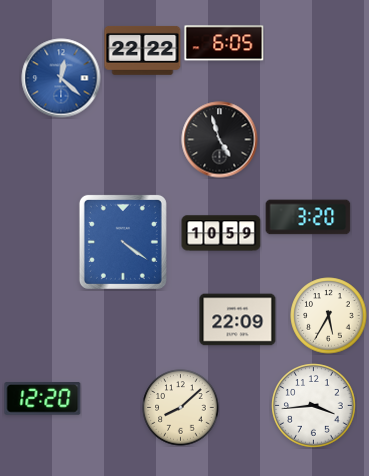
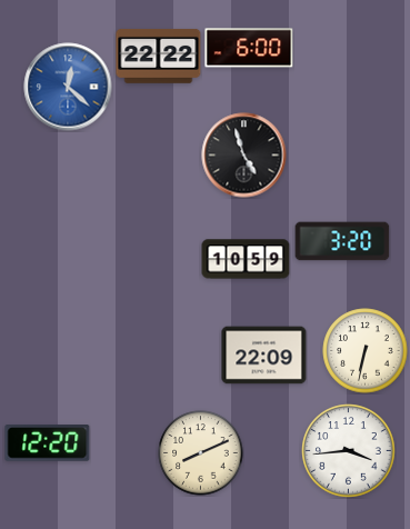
clock at (224, 43): 6:05 -> 6:00
clock at (123, 242): 4:21 -> none
clock at (329, 316): 5:35 -> 6:32
clock at (181, 408): 8:08 -> 8:11
